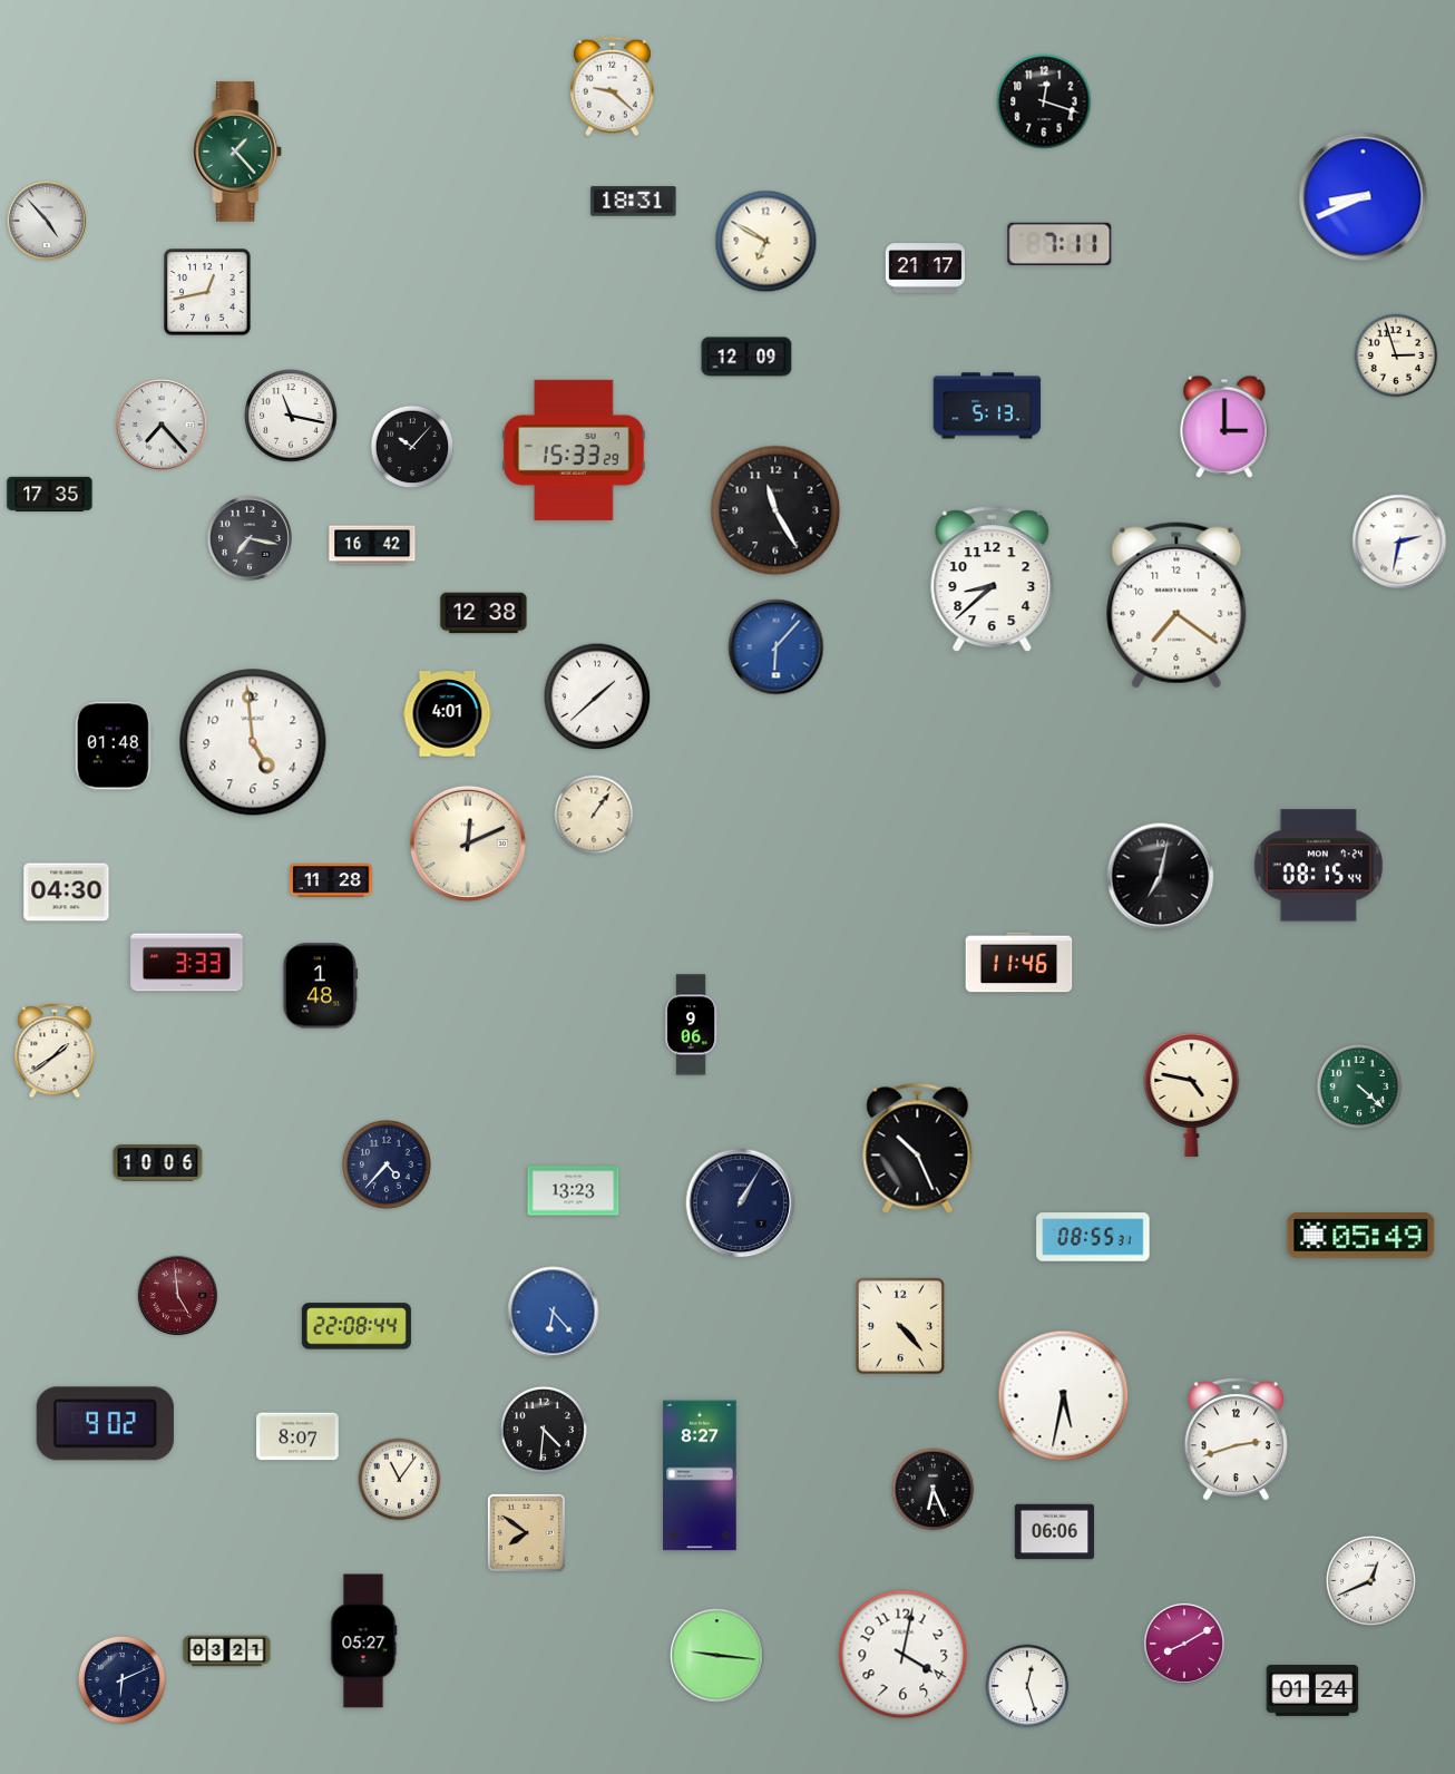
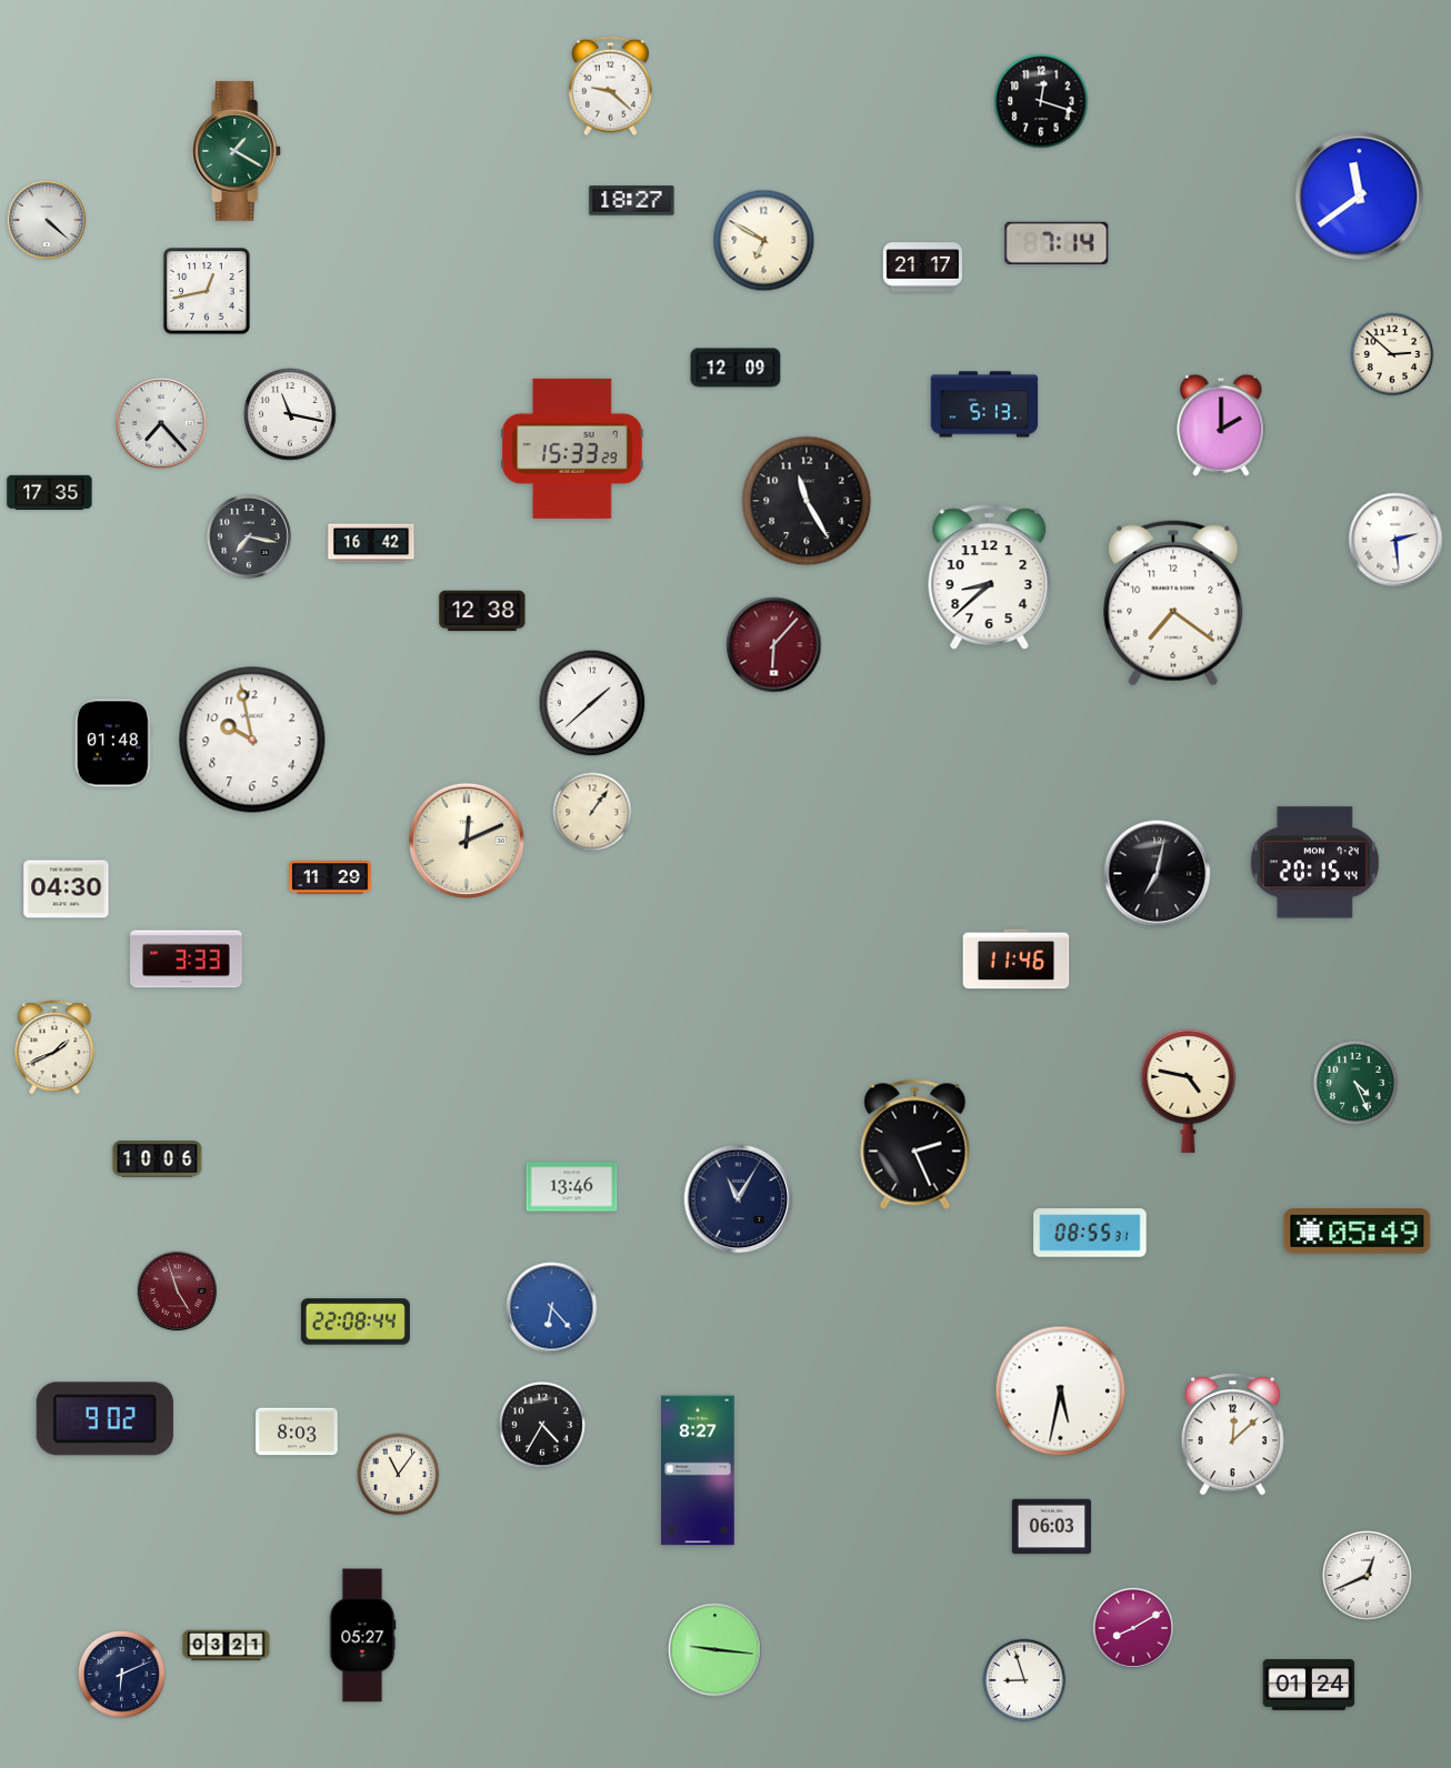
clock at (238, 152): 1:23 -> 1:20
clock at (1364, 197): 8:41 -> 11:39
clock at (634, 202): 18:31 -> 18:27
clock at (47, 221): 4:53 -> 4:22
clock at (1059, 244): 7:11 -> 7:14
clock at (1396, 355): 2:57 -> 2:52
clock at (746, 357) position: (746, 357) -> (735, 368)
clock at (1224, 427): 3:00 -> 2:00
clock at (412, 447): 10:07 -> none
clock at (775, 510) position: (775, 510) -> (807, 501)
clock at (1399, 542): 2:32 -> 2:29
clock at (777, 647) dial: blue -> burgundy
clock at (597, 696) position: (597, 696) -> (592, 703)
clock at (448, 714): 4:01 -> none
clock at (253, 742): 4:59 -> 9:58
clock at (1318, 866): 08:15 -> 20:15
clock at (331, 880): 11:28 -> 11:29
clock at (319, 986): 1:48 -> none
clock at (692, 1025): 9:06 -> none
clock at (55, 1051): 1:39 -> 1:41
clock at (1359, 1086): 4:22 -> 4:26
clock at (918, 1148): 10:26 -> 2:26
clock at (387, 1164): 4:37 -> none
clock at (574, 1191): 13:23 -> 13:46
clock at (741, 1203): 1:05 -> 11:05
clock at (177, 1295): 4:59 -> 4:57
clock at (899, 1325): 4:23 -> none
clock at (544, 1430): 4:31 -> 4:35
clock at (297, 1436): 8:07 -> 8:03
clock at (1236, 1440): 2:42 -> 12:08
clock at (934, 1490): 6:26 -> none
clock at (526, 1532): 7:51 -> none
clock at (1054, 1532): 06:06 -> 06:03
clock at (1184, 1644) position: (1184, 1644) -> (1133, 1628)
clock at (904, 1655): 4:02 -> none
clock at (1027, 1686): 12:27 -> 8:57
